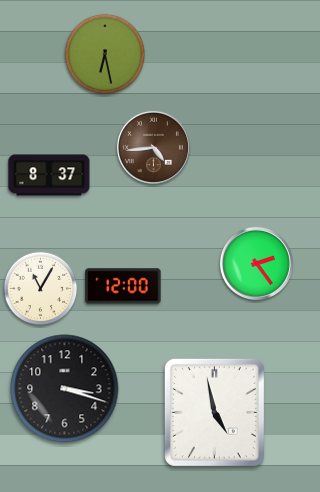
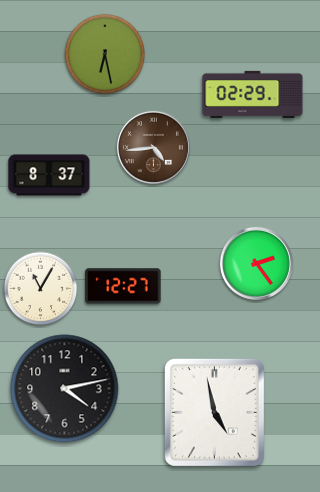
clock at (253, 94): none -> 02:29
clock at (123, 286): 12:00 -> 12:27
clock at (65, 389): 3:18 -> 4:13
